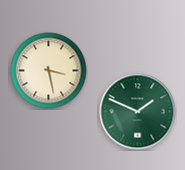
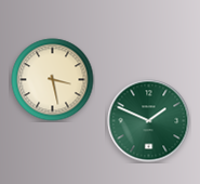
clock at (49, 71) position: (49, 71) -> (53, 80)
